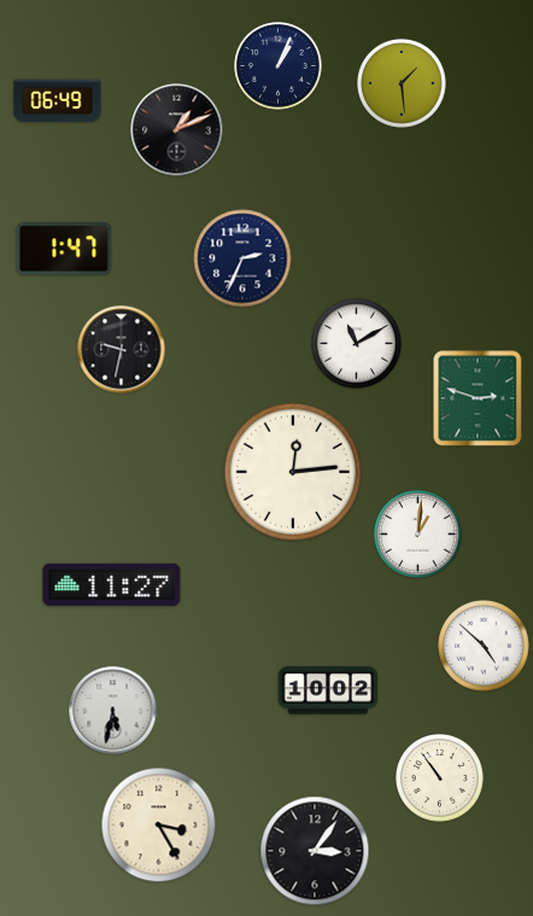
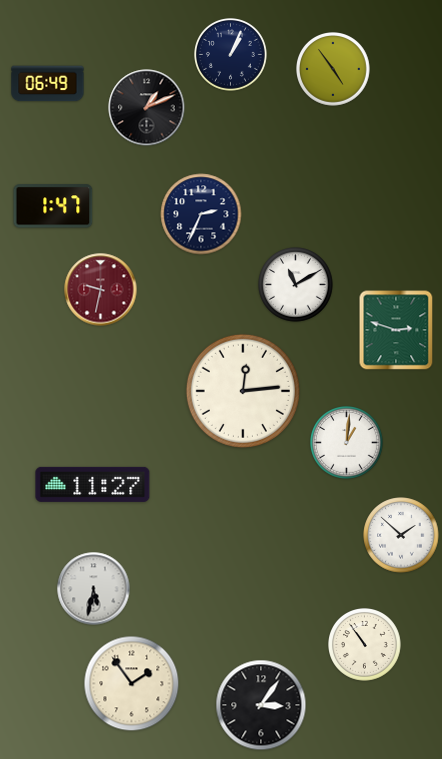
clock at (403, 84): 1:29 -> 4:54
clock at (122, 350) dial: black -> burgundy
clock at (484, 646): 4:52 -> 1:52
clock at (328, 690): 10:02 -> none
clock at (159, 825): 3:25 -> 1:54
